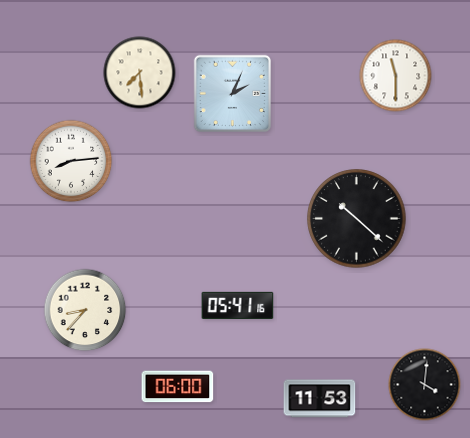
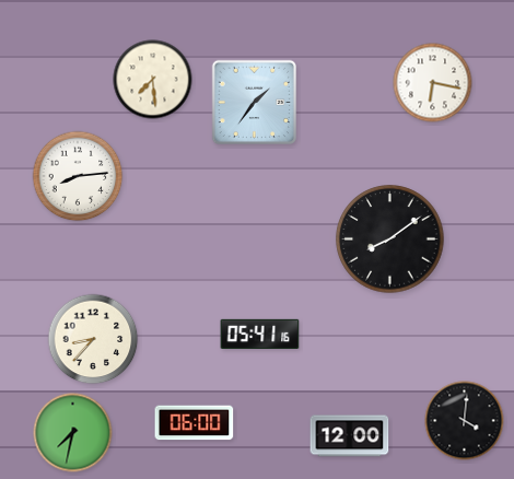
clock at (396, 76): 11:30 -> 6:17
clock at (233, 94): 2:04 -> 1:36
clock at (357, 219): 10:22 -> 8:09
clock at (73, 433): none -> 7:32
clock at (320, 399): 11:53 -> 12:00
